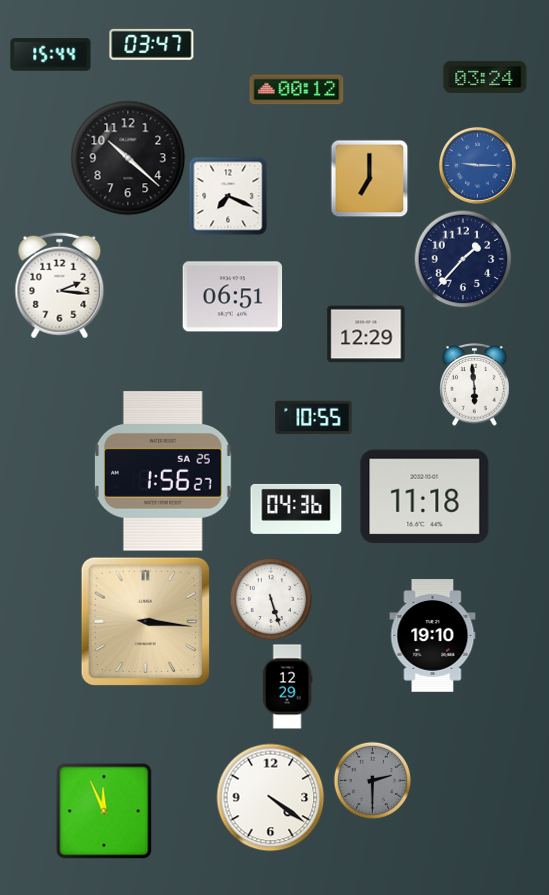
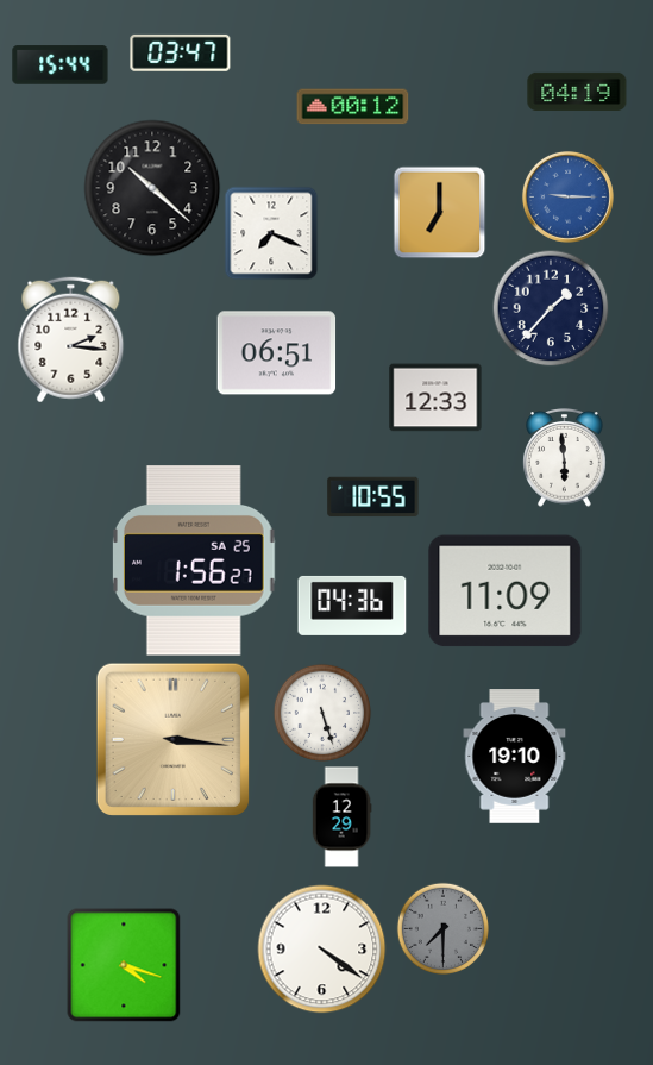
clock at (485, 77): 03:24 -> 04:19
clock at (366, 334): 12:29 -> 12:33
clock at (425, 497): 11:18 -> 11:09
clock at (372, 780): 2:30 -> 7:30
clock at (104, 811): 11:56 -> 4:18
